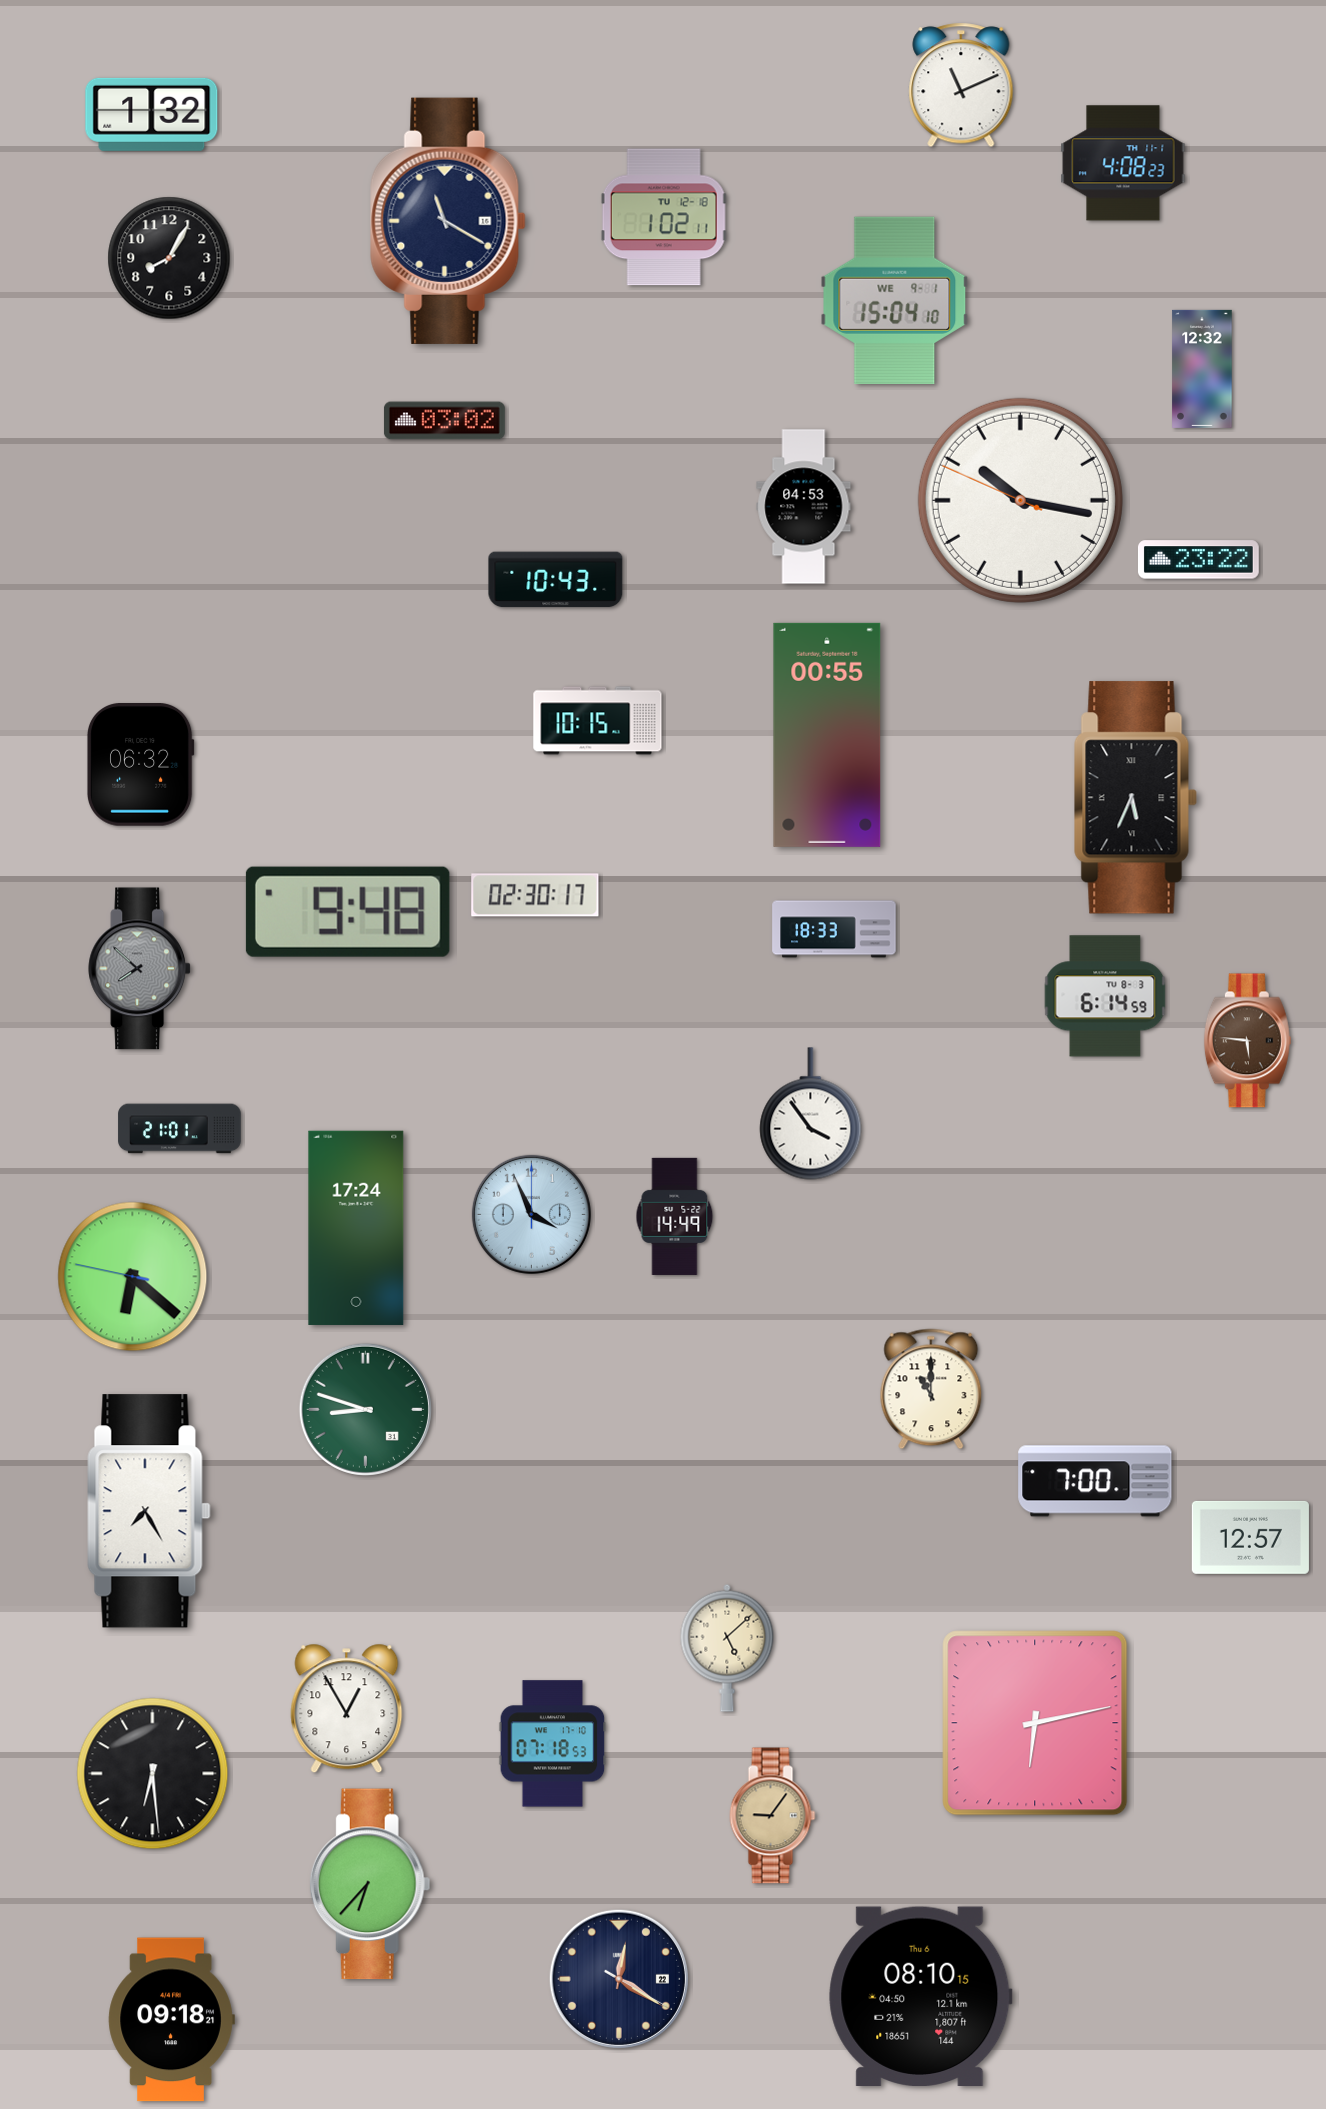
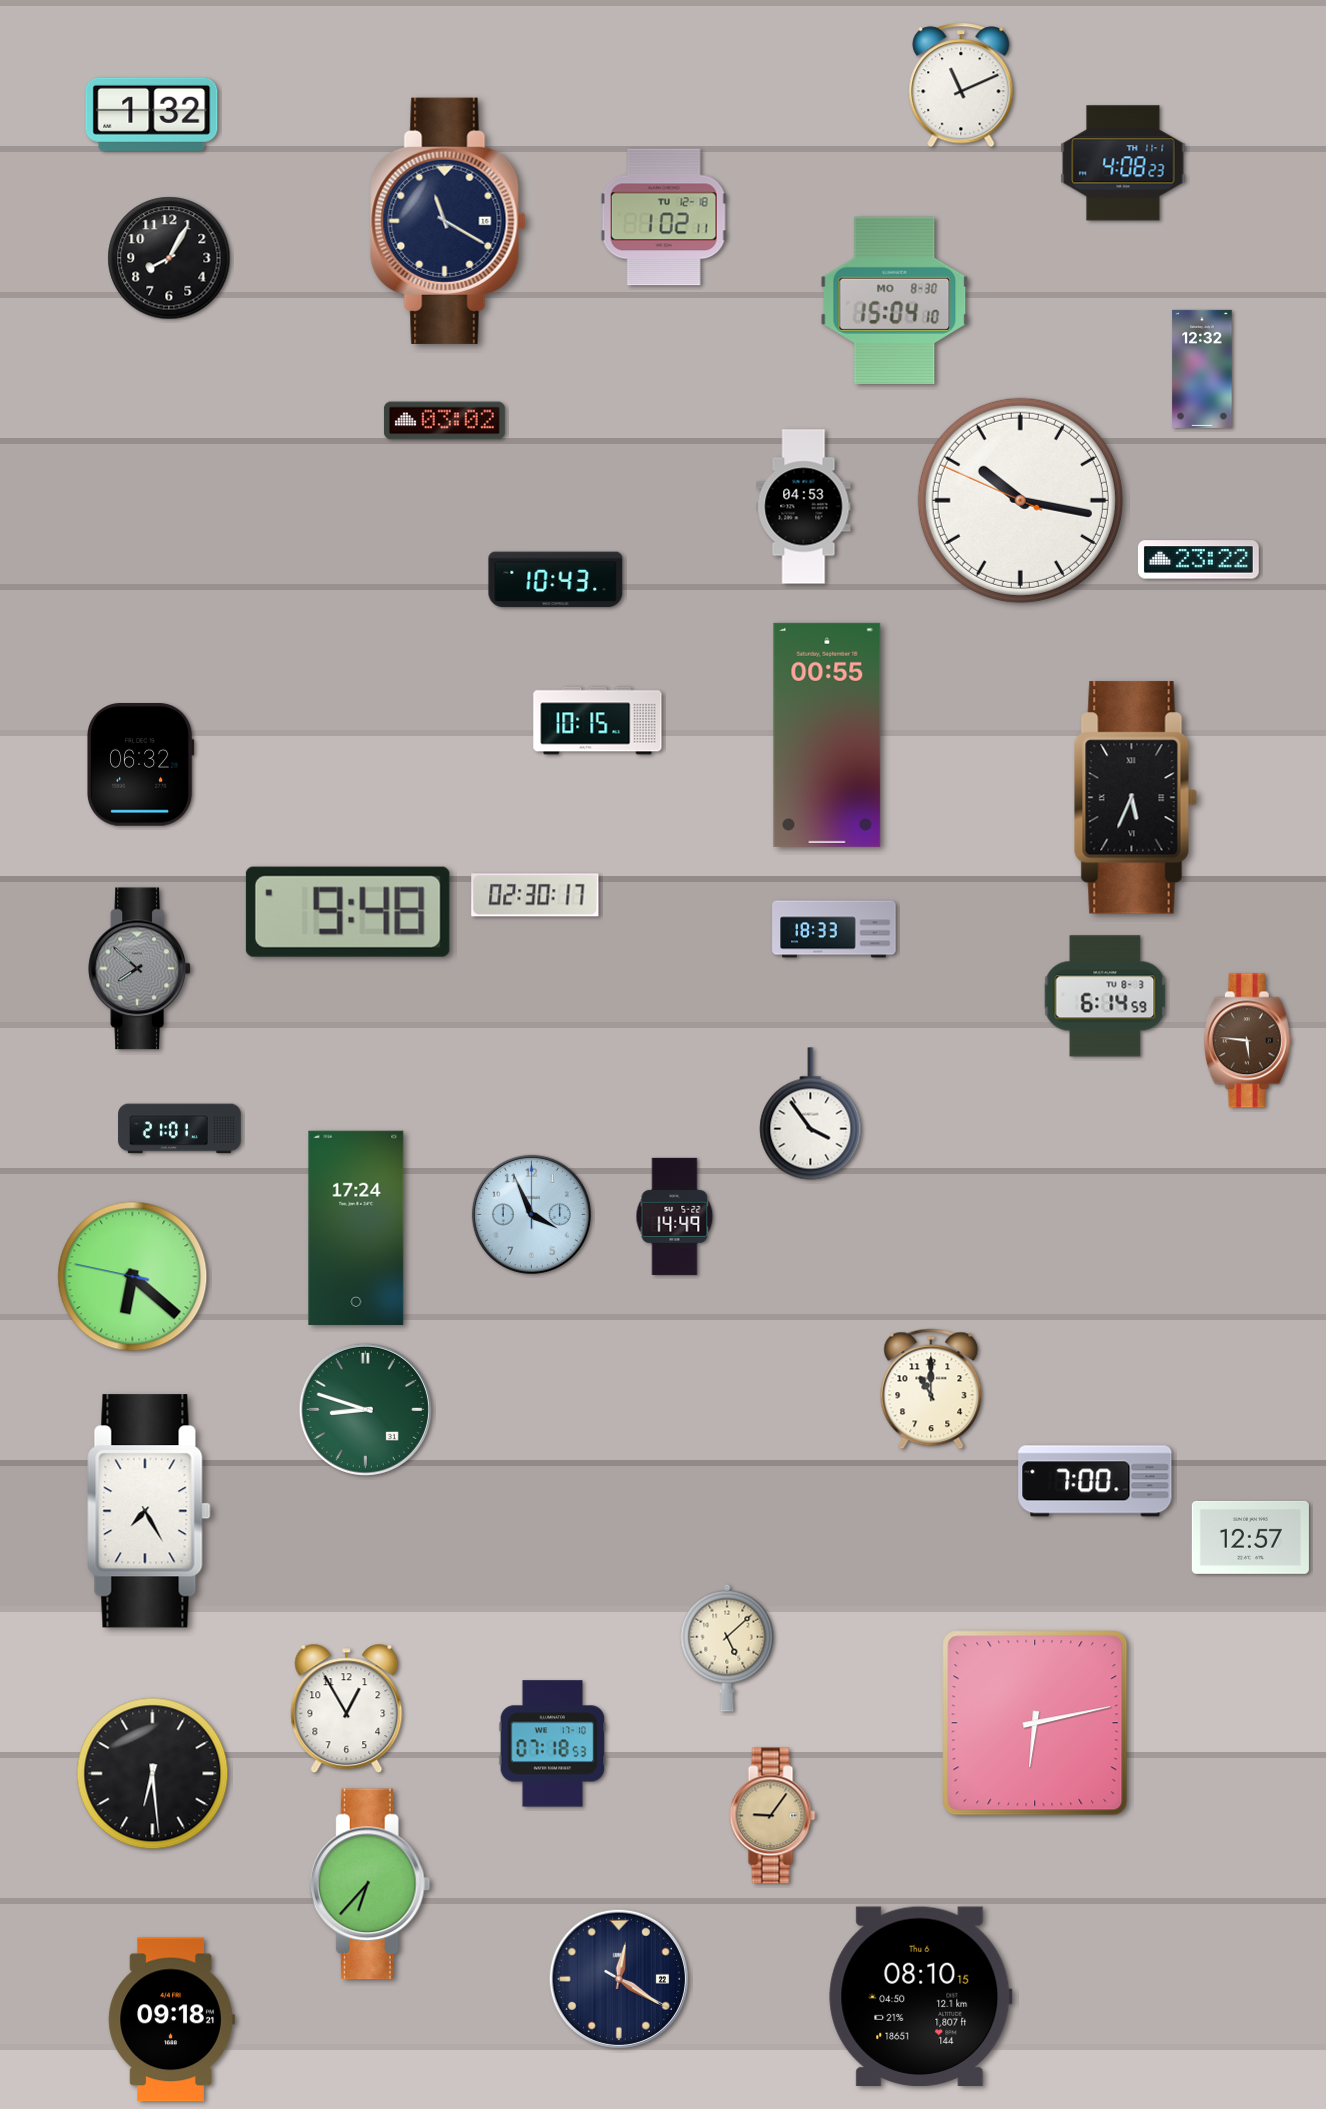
clock at (895, 300) date: WE 9-1 -> MO 8-30
